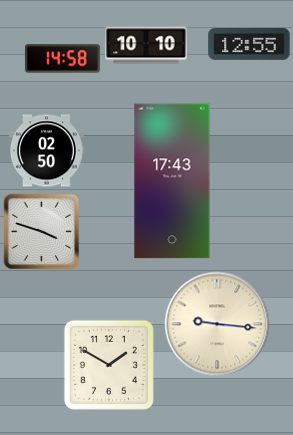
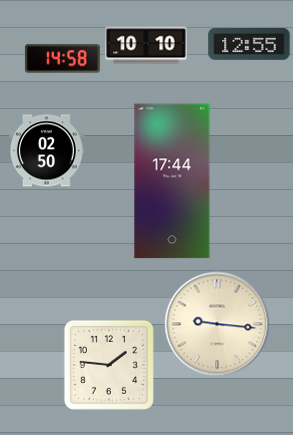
clock at (172, 181): 17:43 -> 17:44
clock at (42, 232): 3:48 -> none
clock at (109, 365): 1:50 -> 1:46
